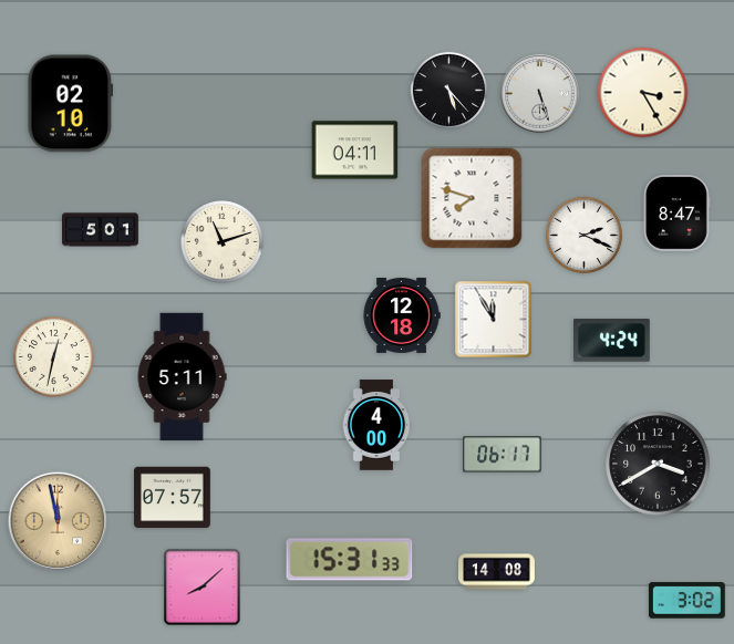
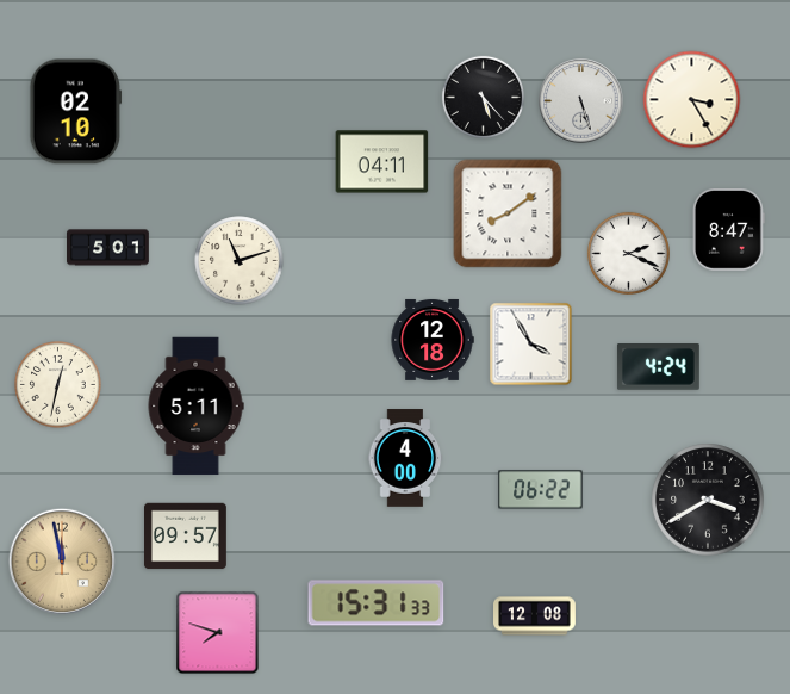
clock at (472, 198): 7:48 -> 8:09
clock at (494, 320): 11:55 -> 3:55
clock at (503, 455): 06:17 -> 06:22
clock at (173, 498): 07:57 -> 09:57
clock at (497, 572): 14:08 -> 12:08
clock at (203, 588): 8:08 -> 7:48
clock at (686, 601): 3:02 -> none
